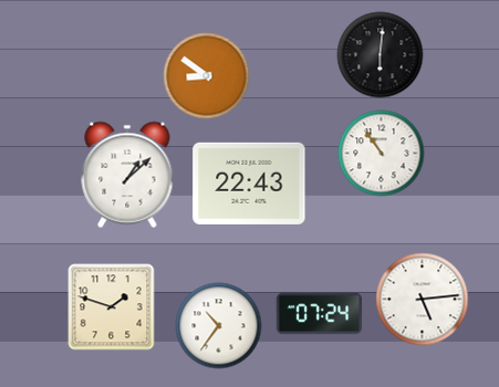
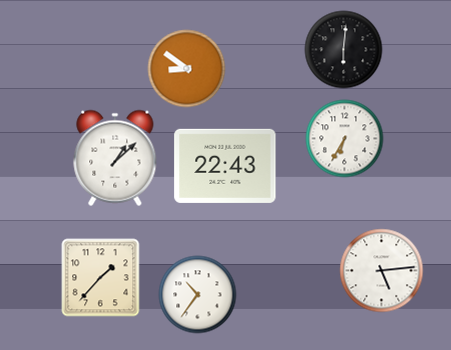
clock at (381, 153): 10:54 -> 6:35
clock at (111, 306): 1:48 -> 1:37
clock at (319, 314): 07:24 -> none
